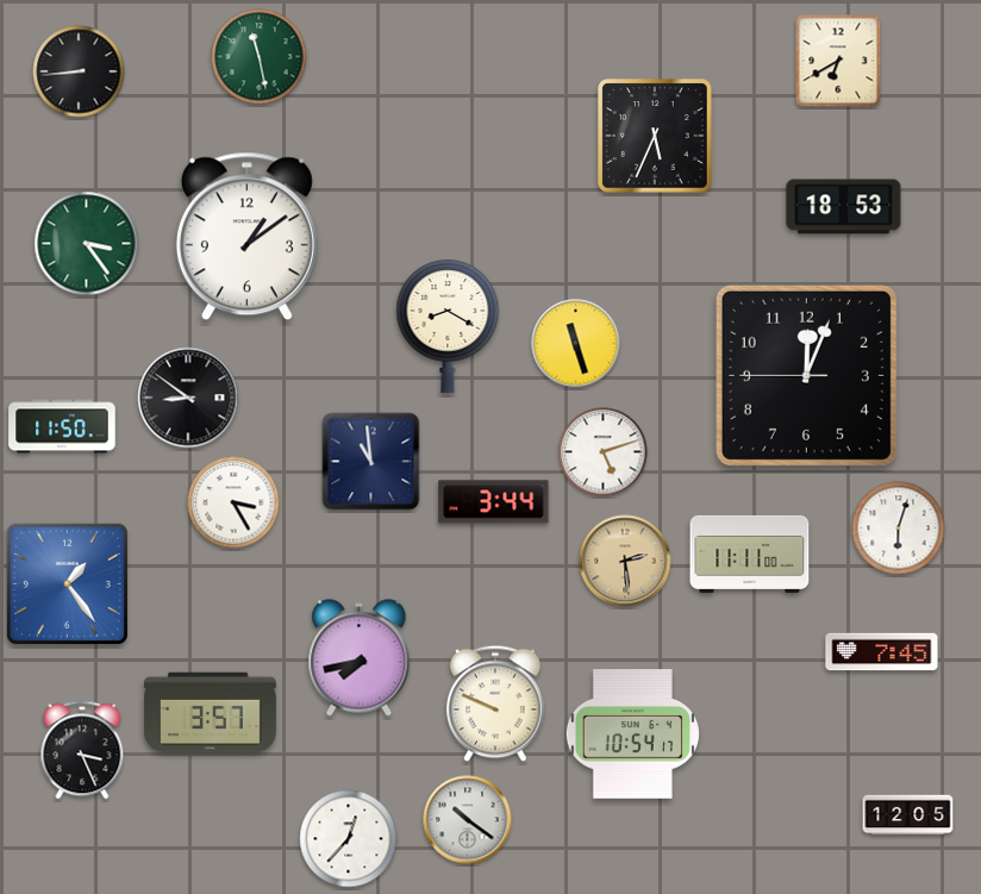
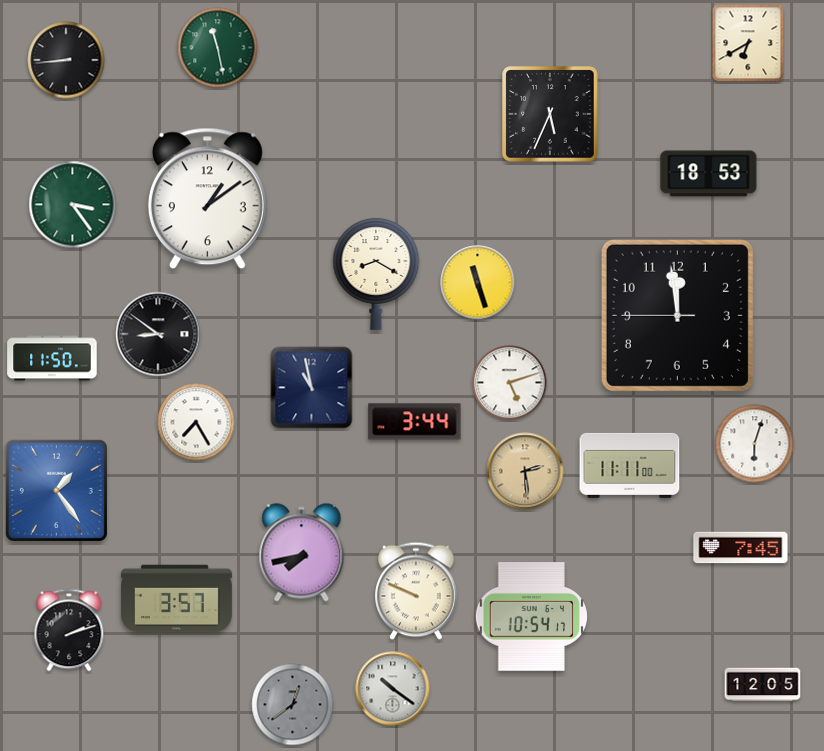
clock at (838, 61) position: (838, 61) -> (748, 43)
clock at (576, 344) position: (576, 344) -> (478, 283)
clock at (806, 375): 12:03 -> 11:58
clock at (604, 452) position: (604, 452) -> (510, 383)
clock at (371, 462): 10:59 -> 10:58
clock at (233, 502): 3:25 -> 7:25
clock at (82, 750): 3:26 -> 2:12
clock at (349, 839): 12:37 -> 12:39
clock at (349, 839) dial: white -> grey
